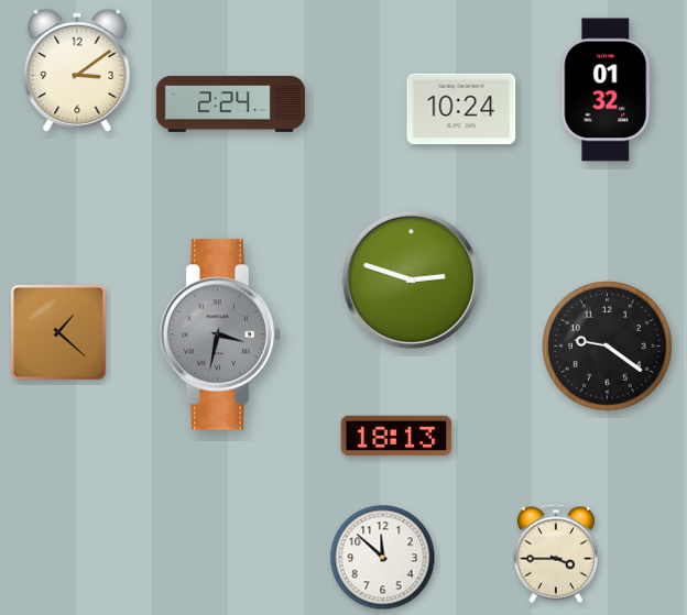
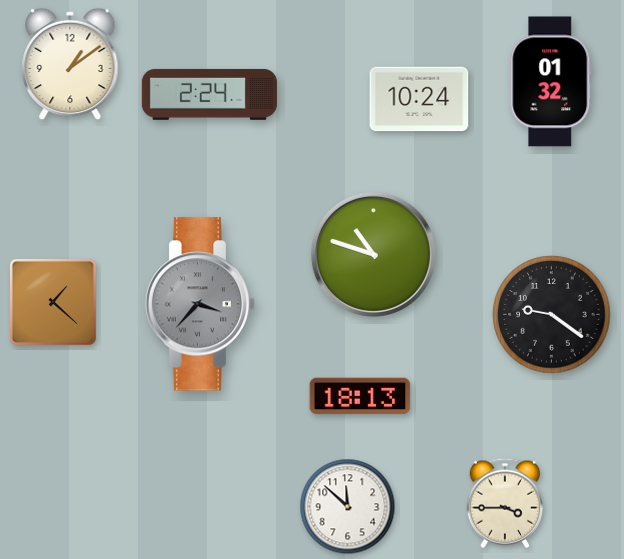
clock at (77, 70): 3:09 -> 1:09
clock at (411, 279): 2:48 -> 10:48
clock at (220, 334): 3:32 -> 3:37
